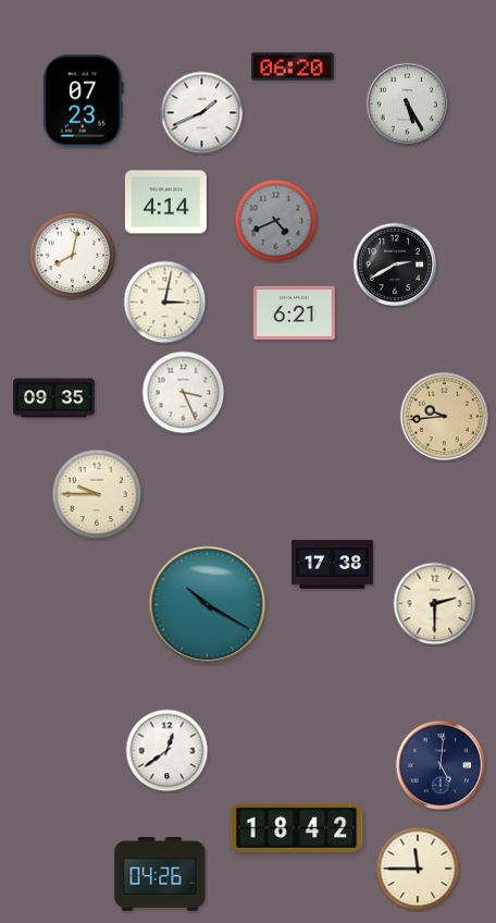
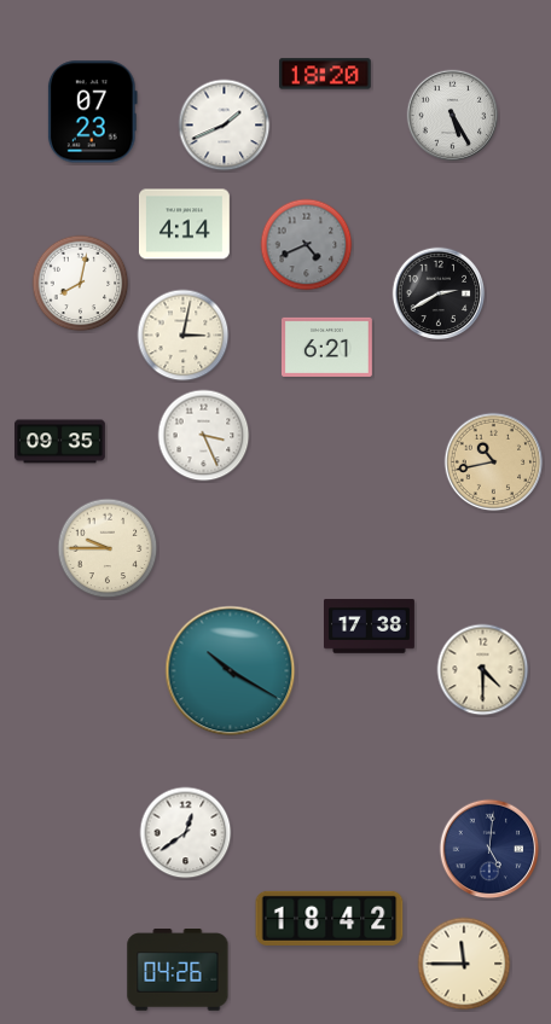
clock at (294, 66): 06:20 -> 18:20
clock at (445, 417): 9:44 -> 10:43
clock at (435, 604): 2:30 -> 4:30
